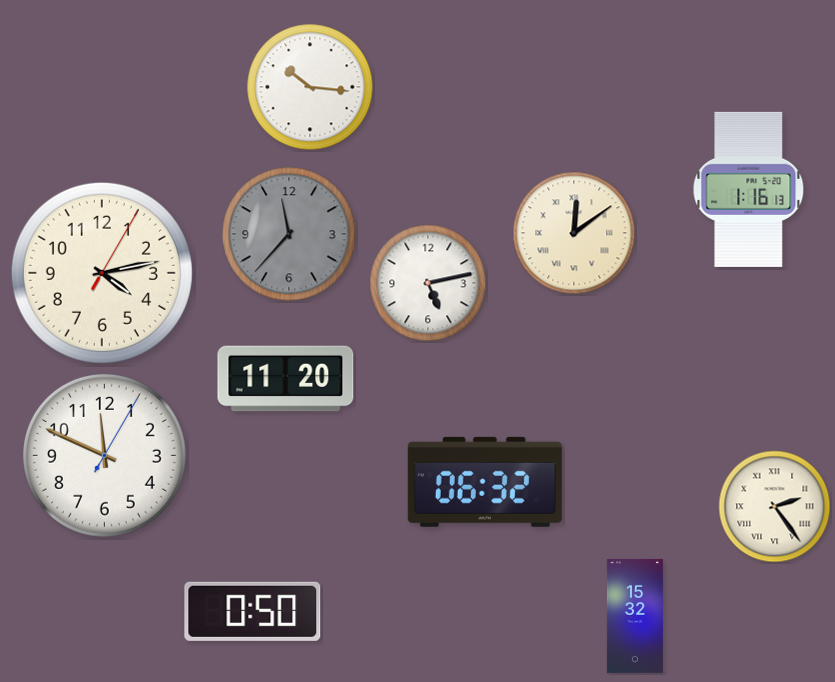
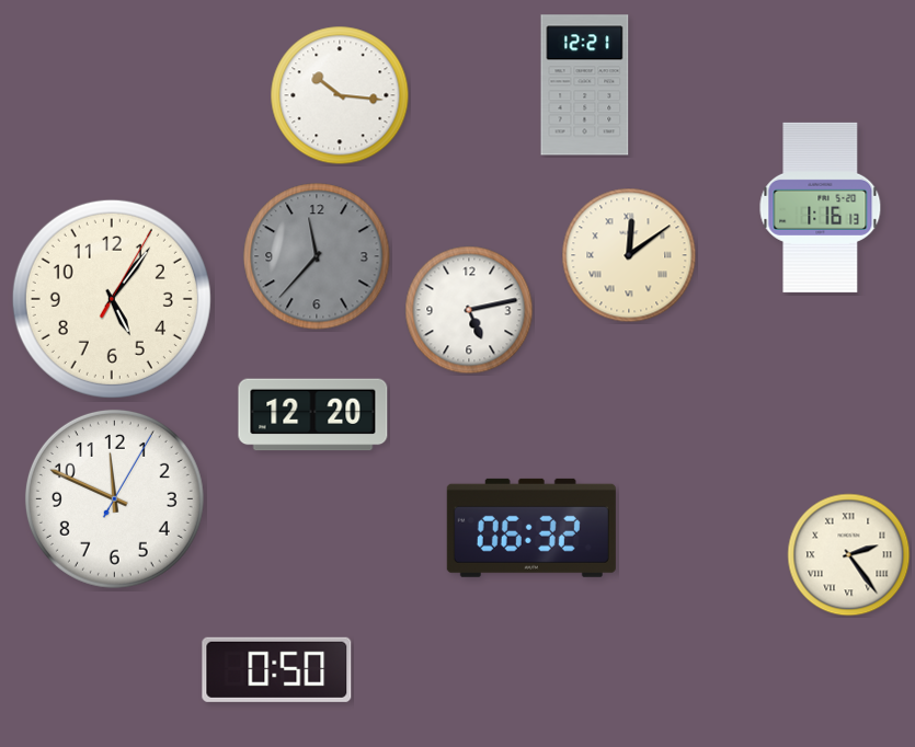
clock at (585, 85): none -> 12:21
clock at (102, 273): 4:13 -> 5:06
clock at (286, 379): 11:20 -> 12:20
clock at (635, 616): 15:32 -> none
